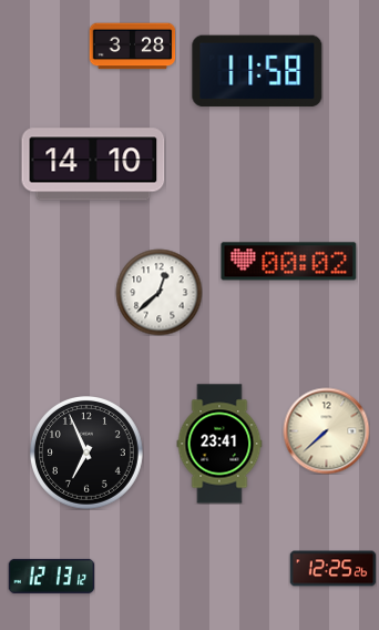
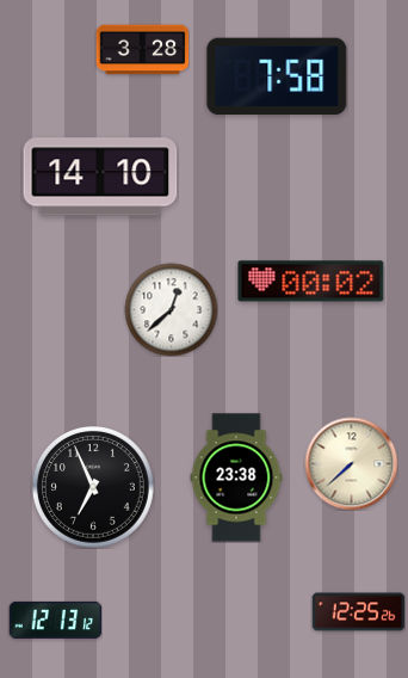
clock at (257, 71): 11:58 -> 7:58
clock at (158, 292) position: (158, 292) -> (171, 309)
clock at (219, 444): 23:41 -> 23:38
